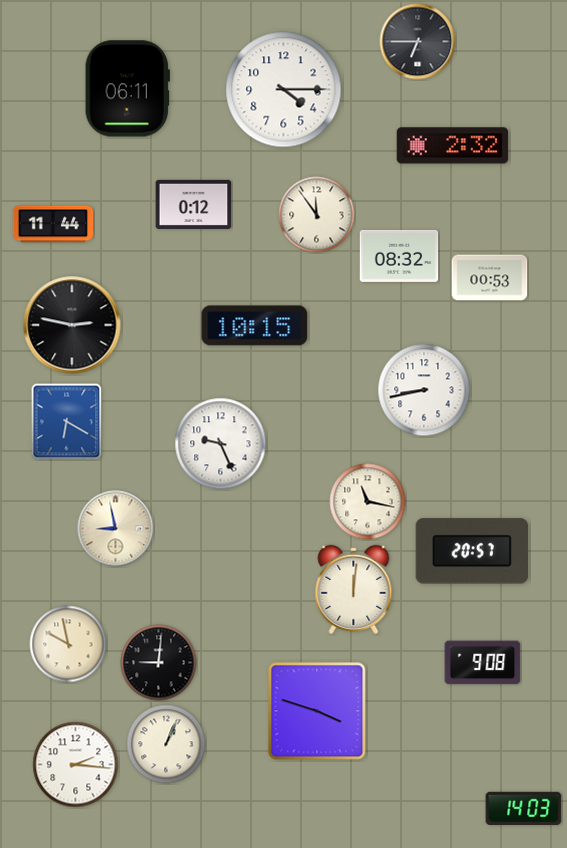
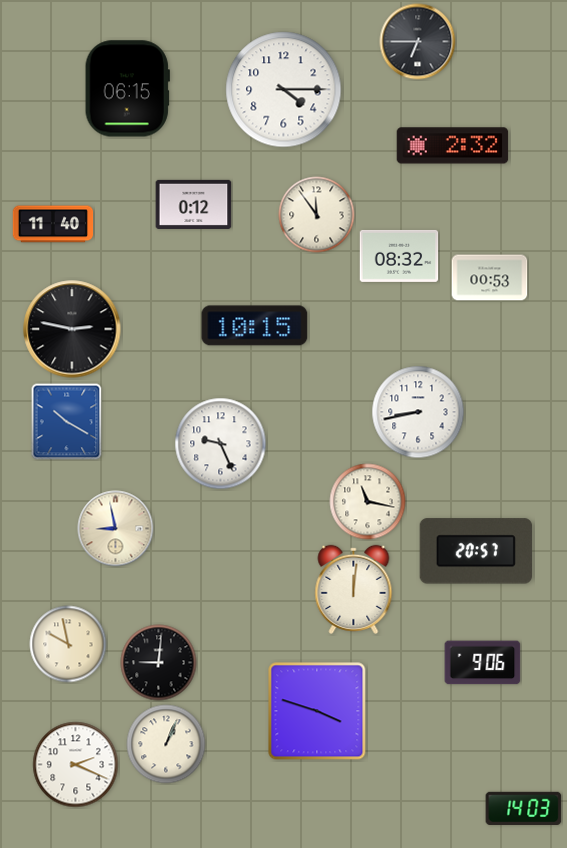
clock at (127, 89): 06:11 -> 06:15
clock at (53, 224): 11:44 -> 11:40
clock at (72, 325) position: (72, 325) -> (72, 329)
clock at (424, 390) position: (424, 390) -> (418, 412)
clock at (67, 422): 6:20 -> 10:20
clock at (471, 551) position: (471, 551) -> (475, 551)
clock at (483, 663): 9:08 -> 9:06
clock at (76, 765): 2:16 -> 2:19
